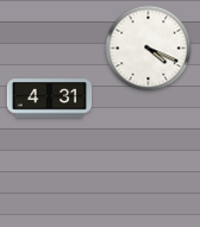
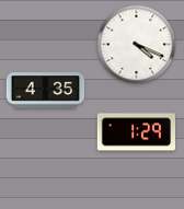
clock at (50, 99): 4:31 -> 4:35
clock at (137, 132): none -> 1:29
